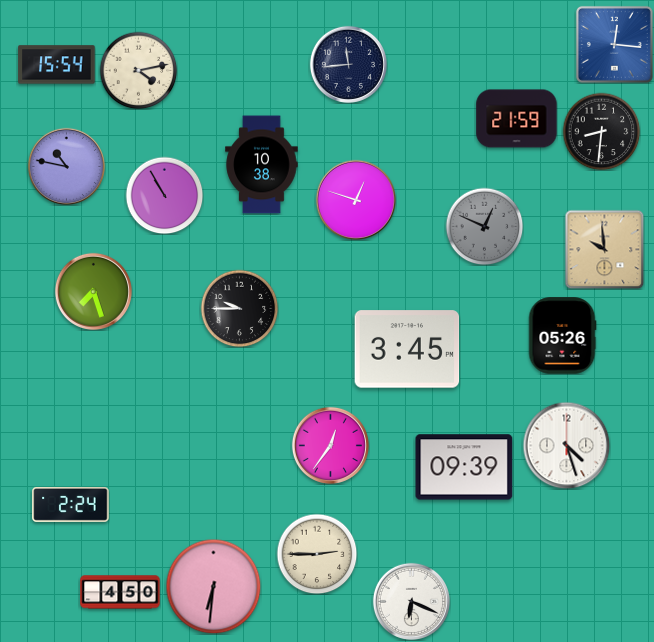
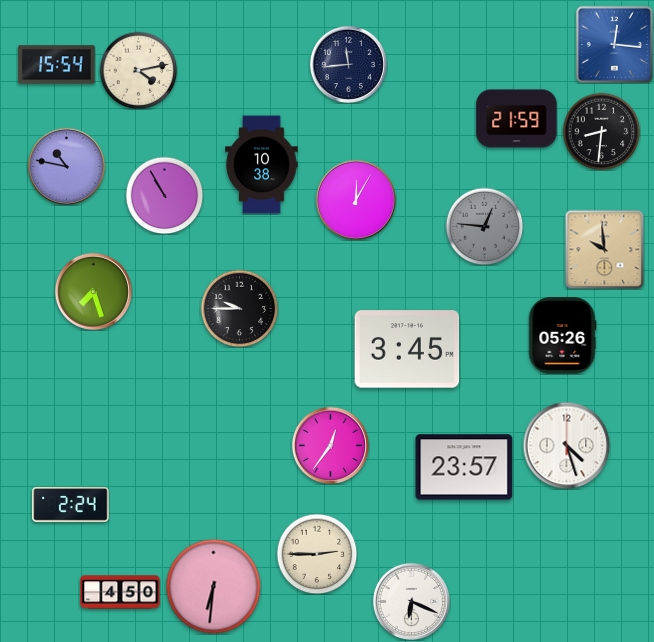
clock at (356, 200): 12:48 -> 12:05
clock at (484, 226): 12:49 -> 12:46
clock at (464, 467): 09:39 -> 23:57
